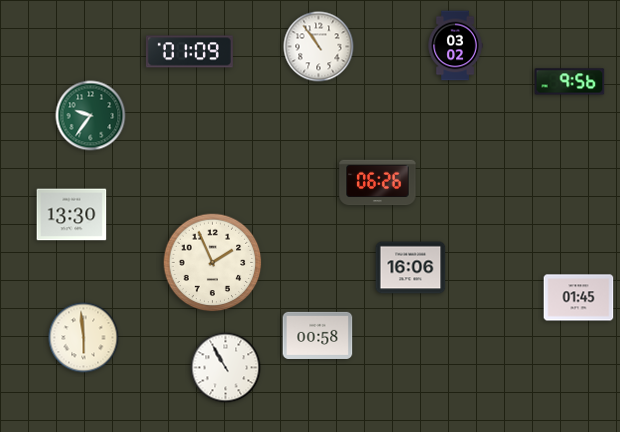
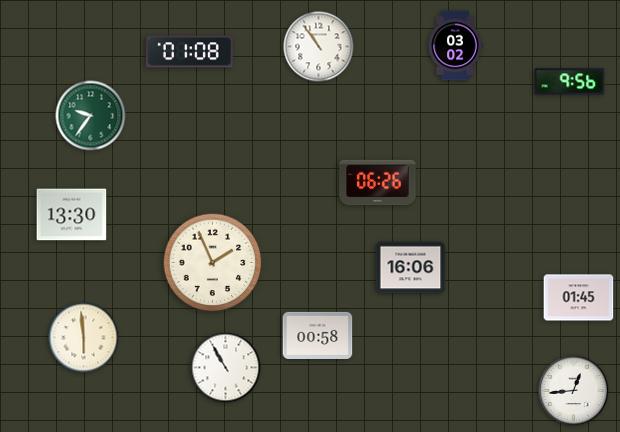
clock at (189, 52): 01:09 -> 01:08
clock at (574, 391): none -> 12:44
